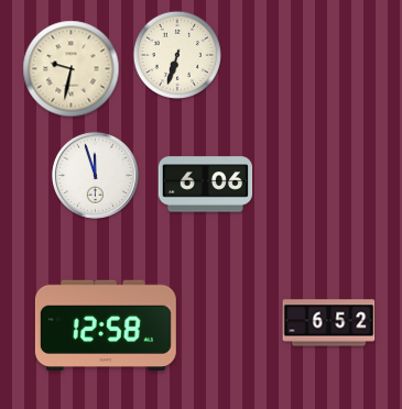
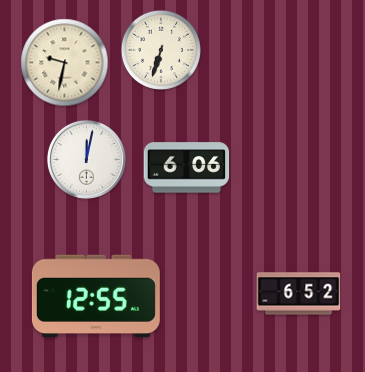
clock at (95, 175): 11:57 -> 12:02
clock at (106, 324): 12:58 -> 12:55
